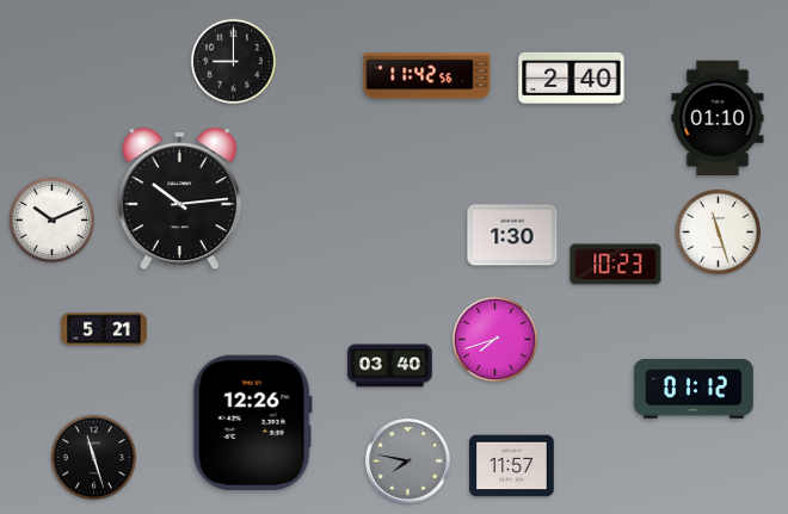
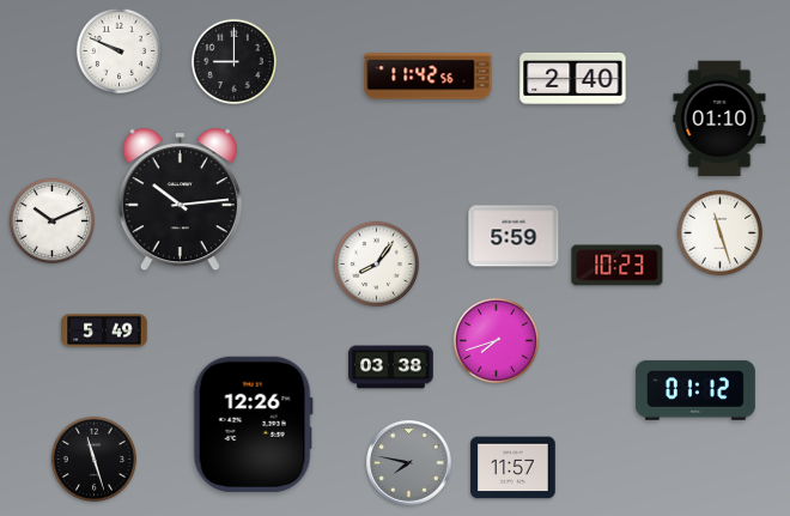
clock at (118, 50): none -> 9:49
clock at (512, 235): 1:30 -> 5:59
clock at (376, 263): none -> 8:06
clock at (104, 329): 5:21 -> 5:49
clock at (390, 366): 03:40 -> 03:38
